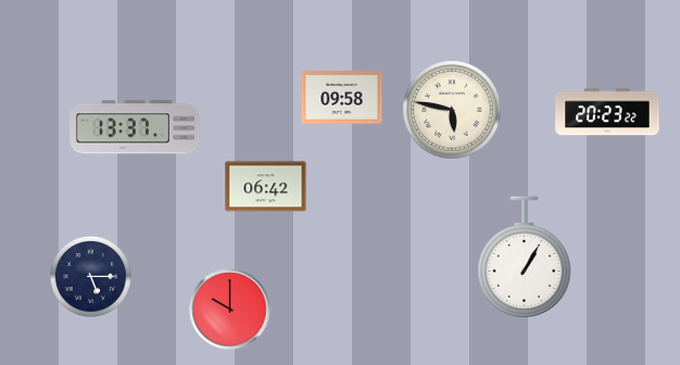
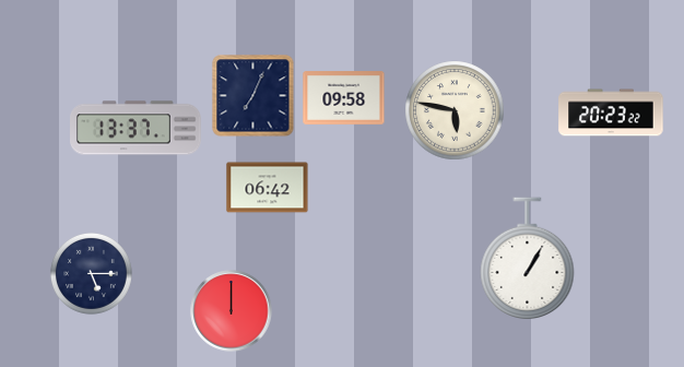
clock at (253, 96): none -> 7:04
clock at (90, 276) position: (90, 276) -> (91, 273)
clock at (230, 310): 10:00 -> 12:00
